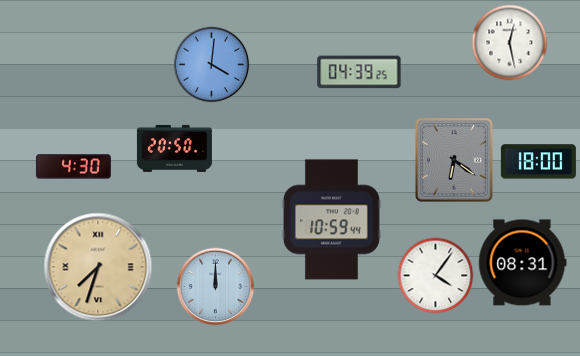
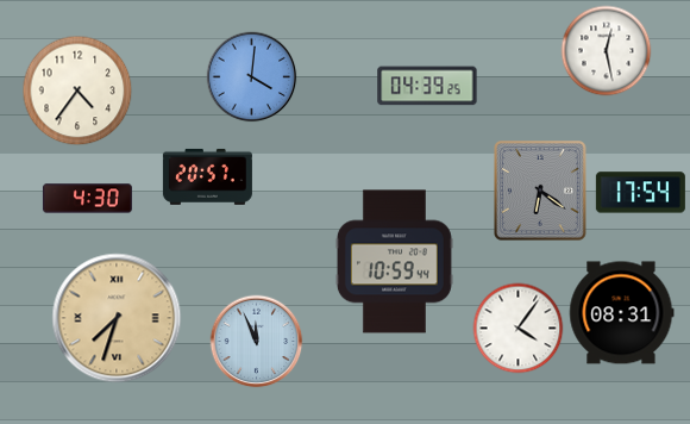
clock at (77, 91): none -> 4:36
clock at (174, 148): 20:50 -> 20:57
clock at (538, 162): 18:00 -> 17:54
clock at (216, 287): 12:00 -> 11:56
